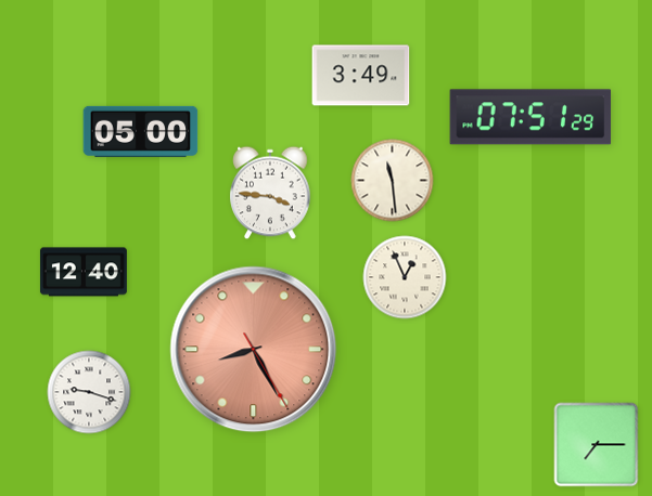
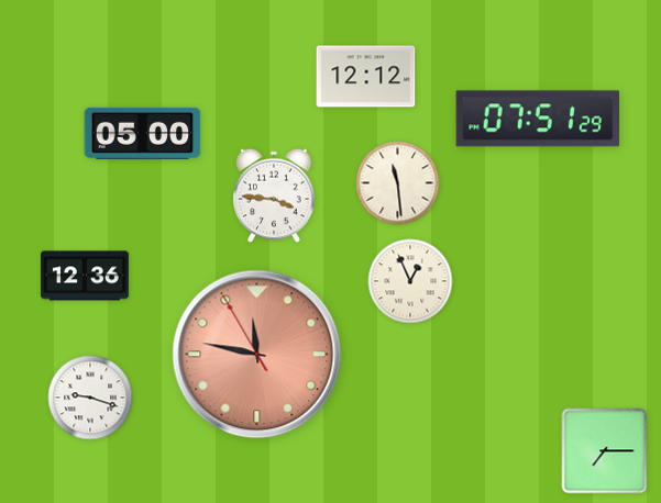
clock at (361, 76): 3:49 -> 12:12
clock at (84, 272): 12:40 -> 12:36
clock at (254, 350): 8:25 -> 11:46
